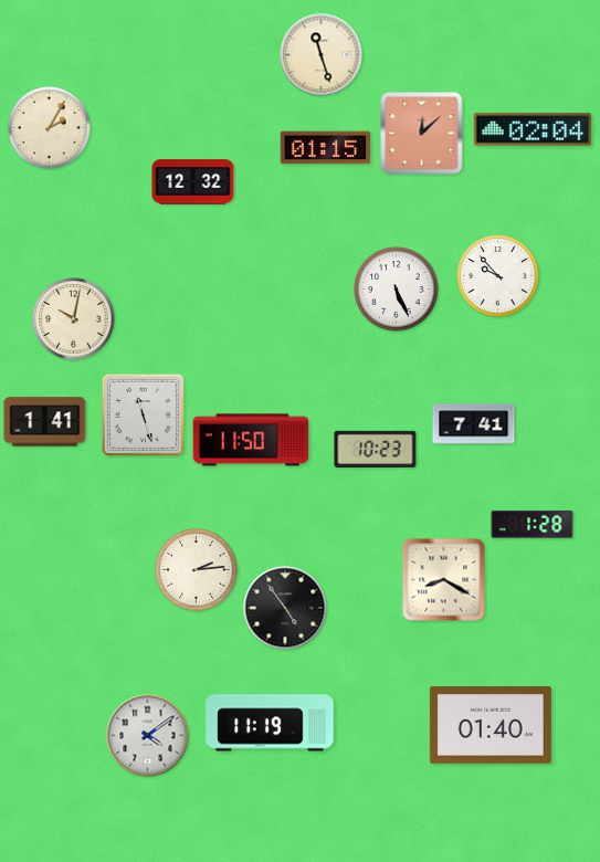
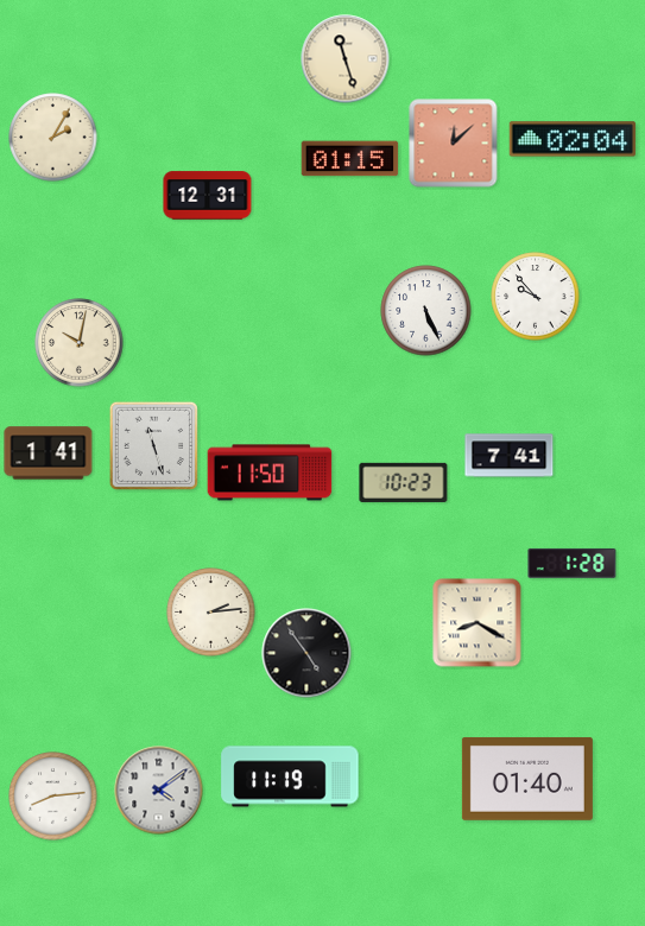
clock at (193, 182): 12:32 -> 12:31
clock at (53, 797): none -> 8:14
